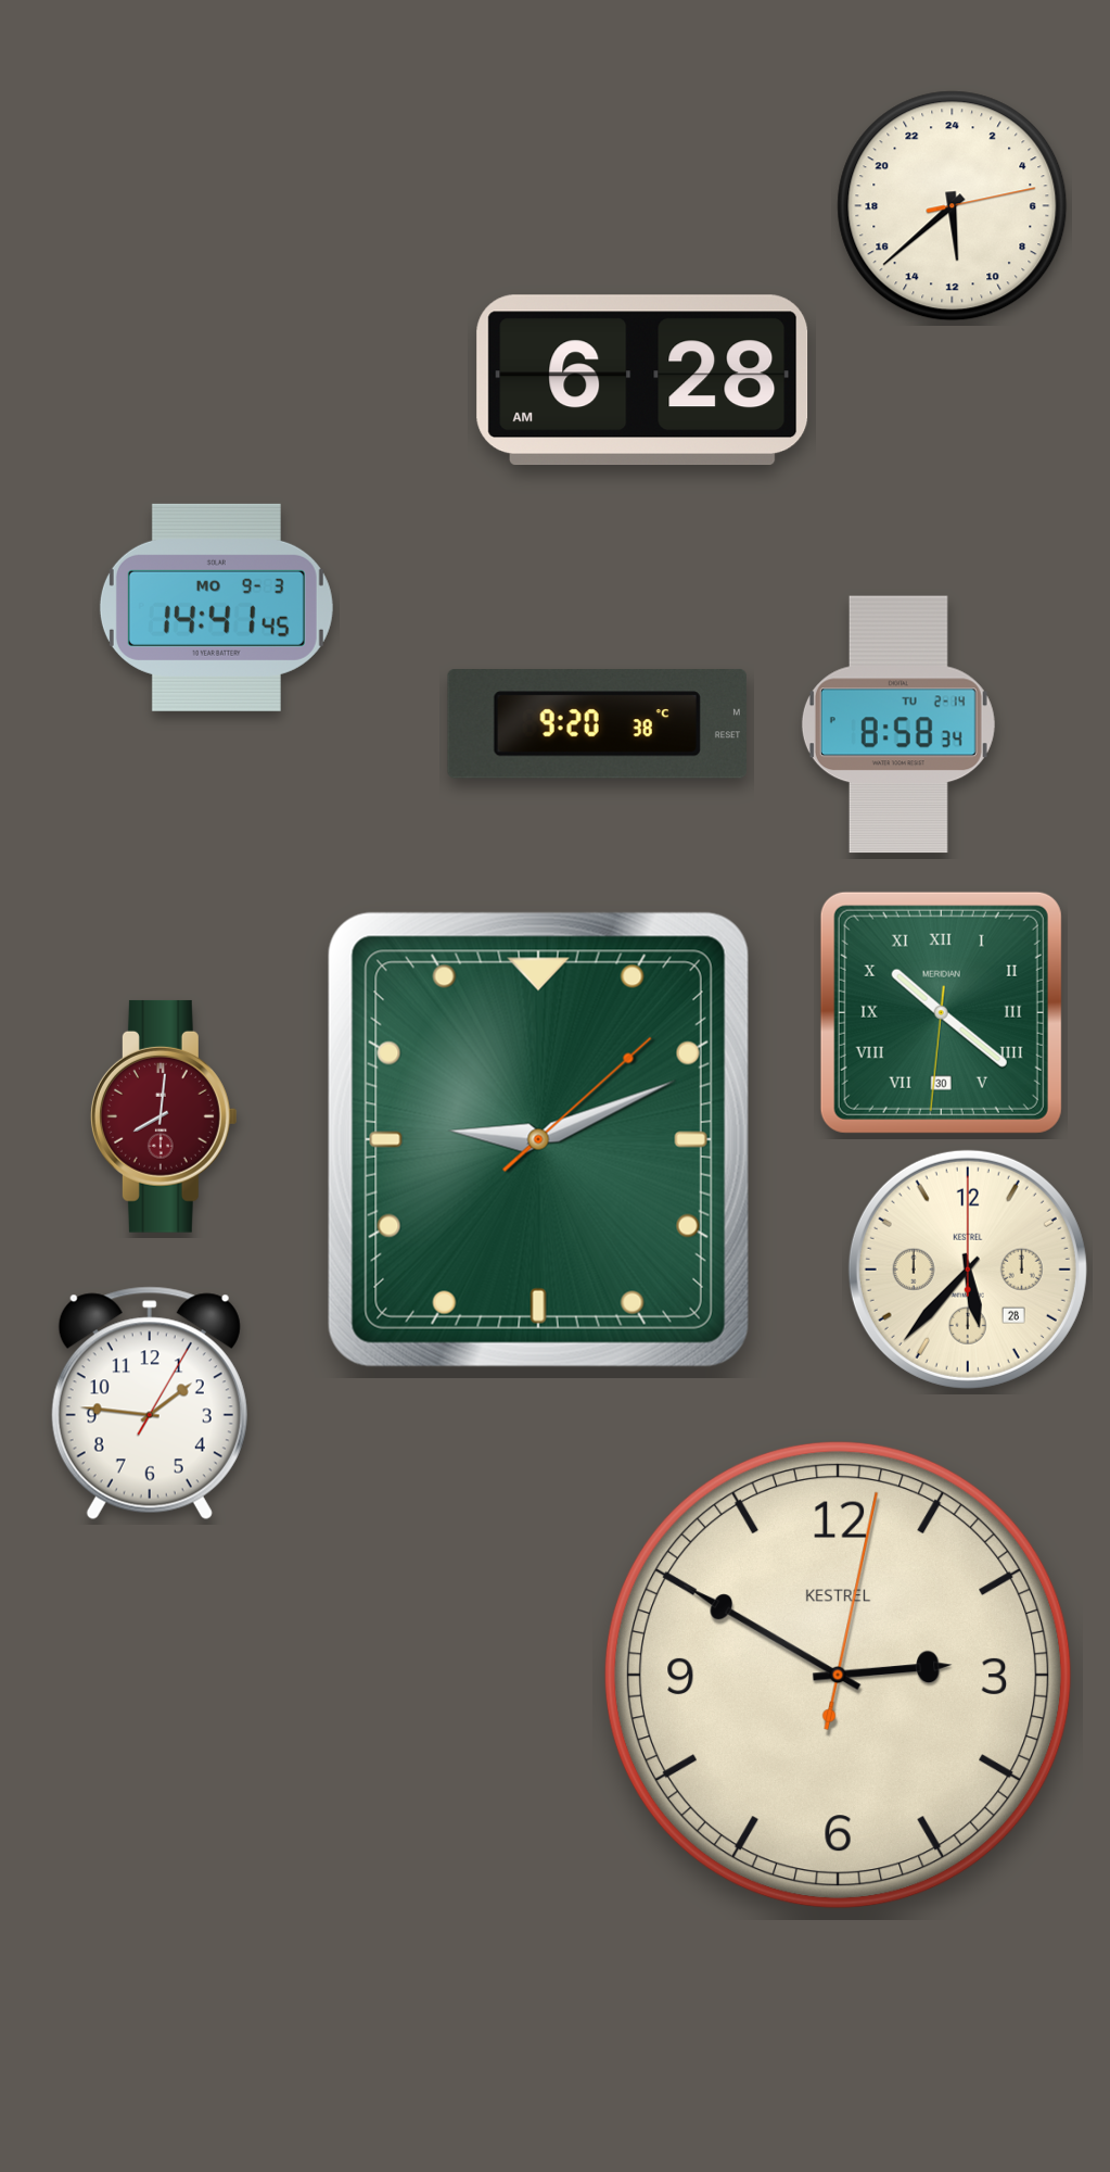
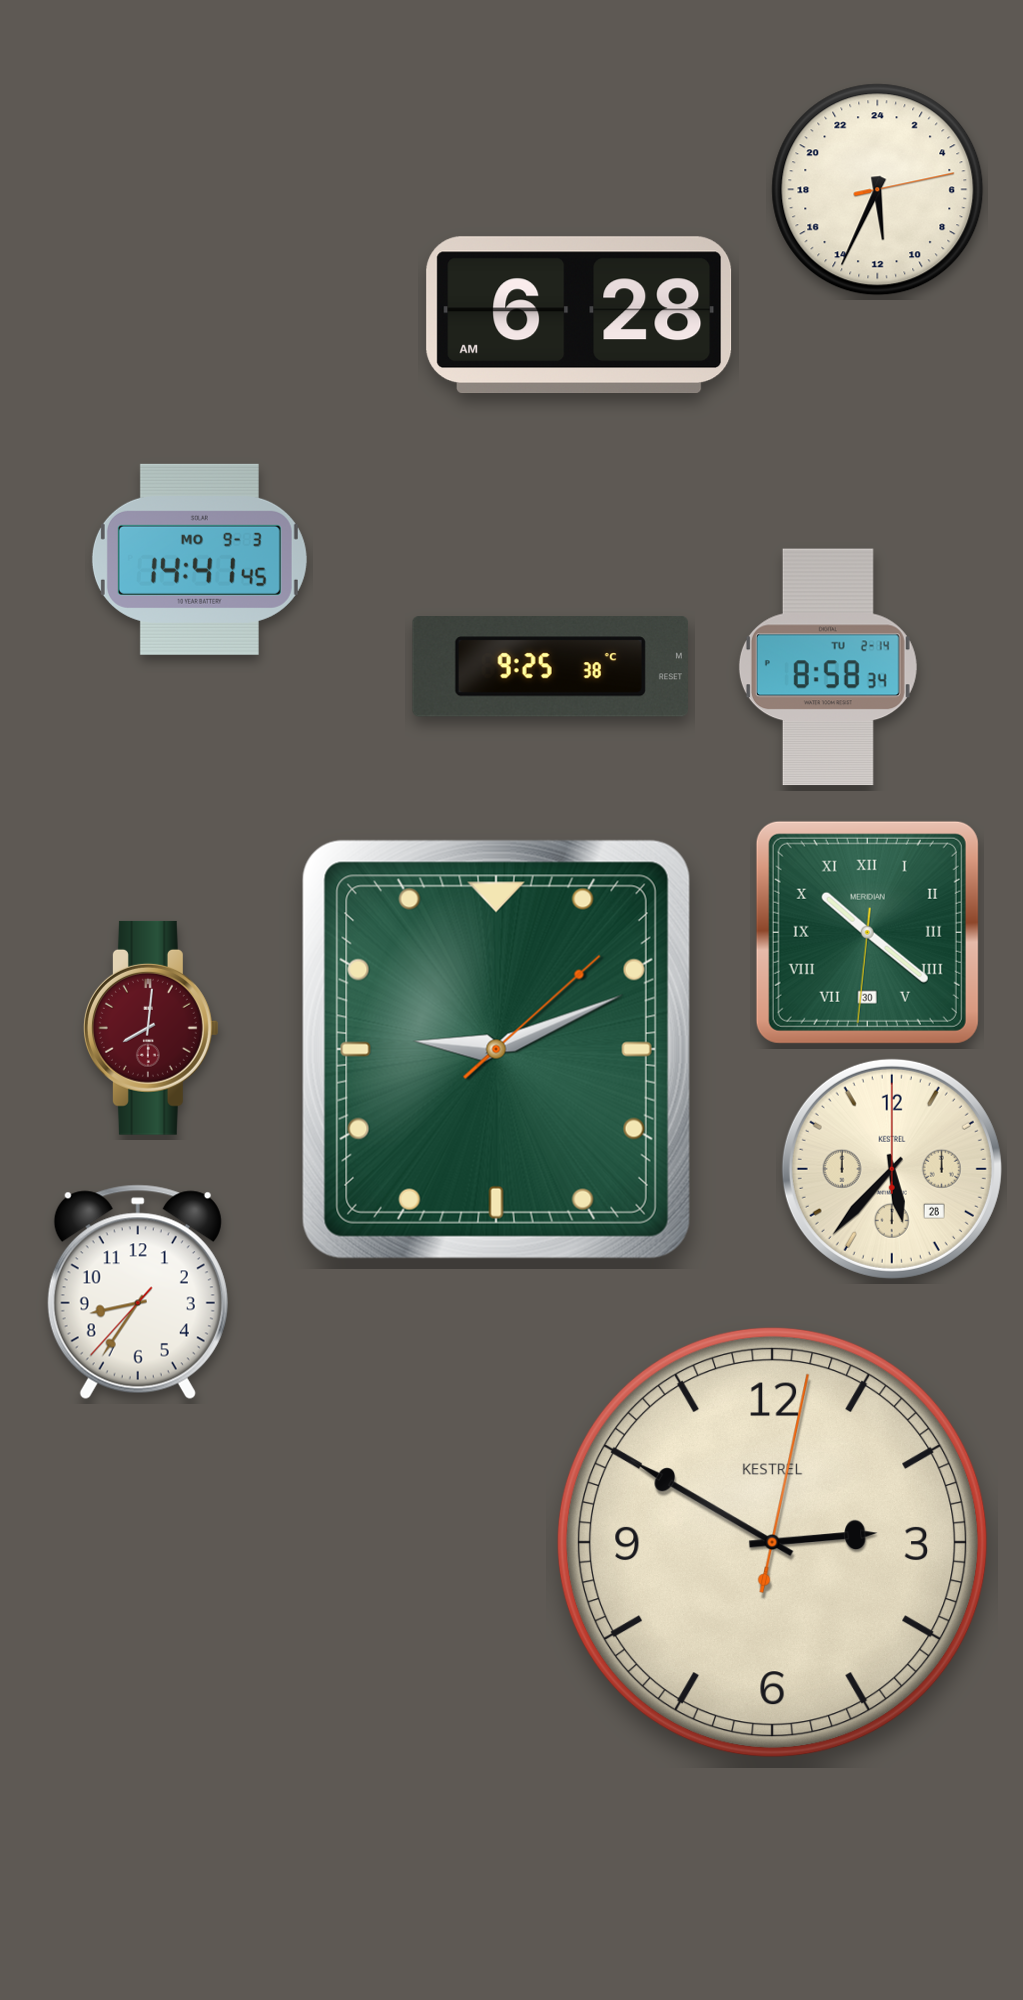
clock at (953, 206): 11:38 -> 11:34
clock at (642, 380) position: (642, 380) -> (579, 315)
clock at (597, 724): 9:20 -> 9:25
clock at (150, 1403): 1:46 -> 8:35
